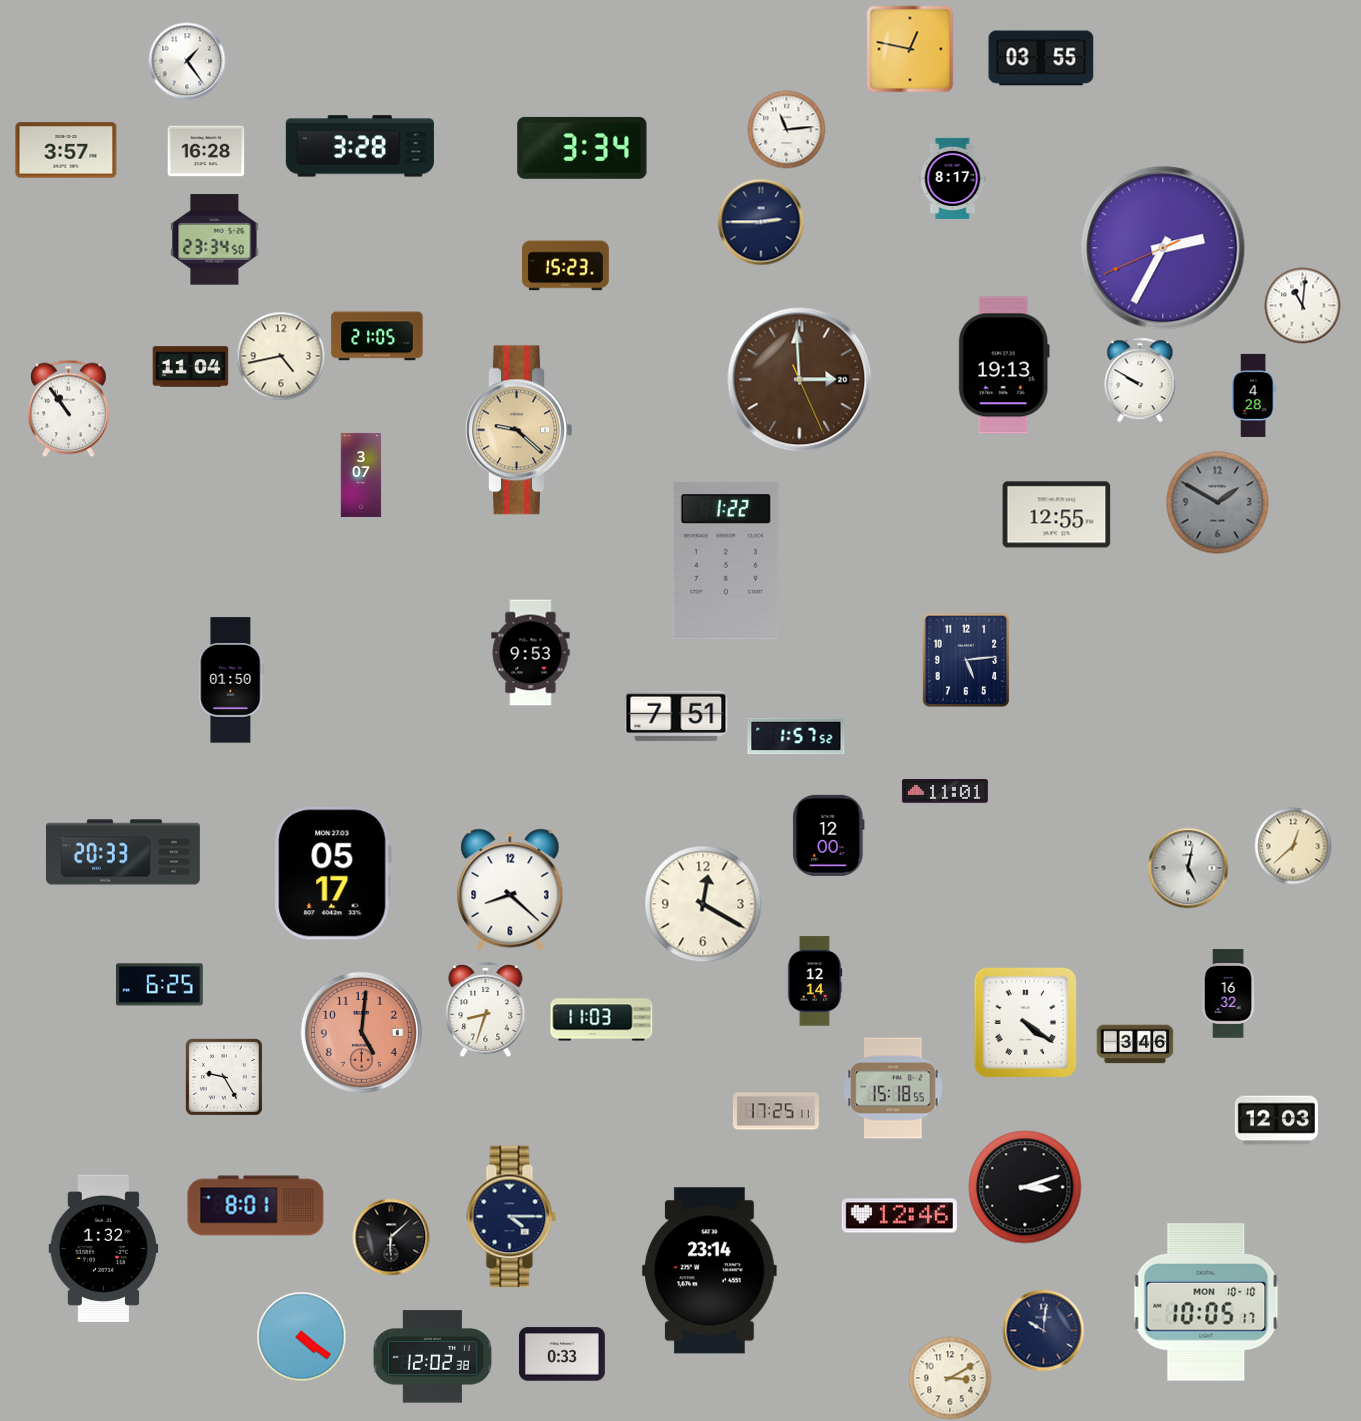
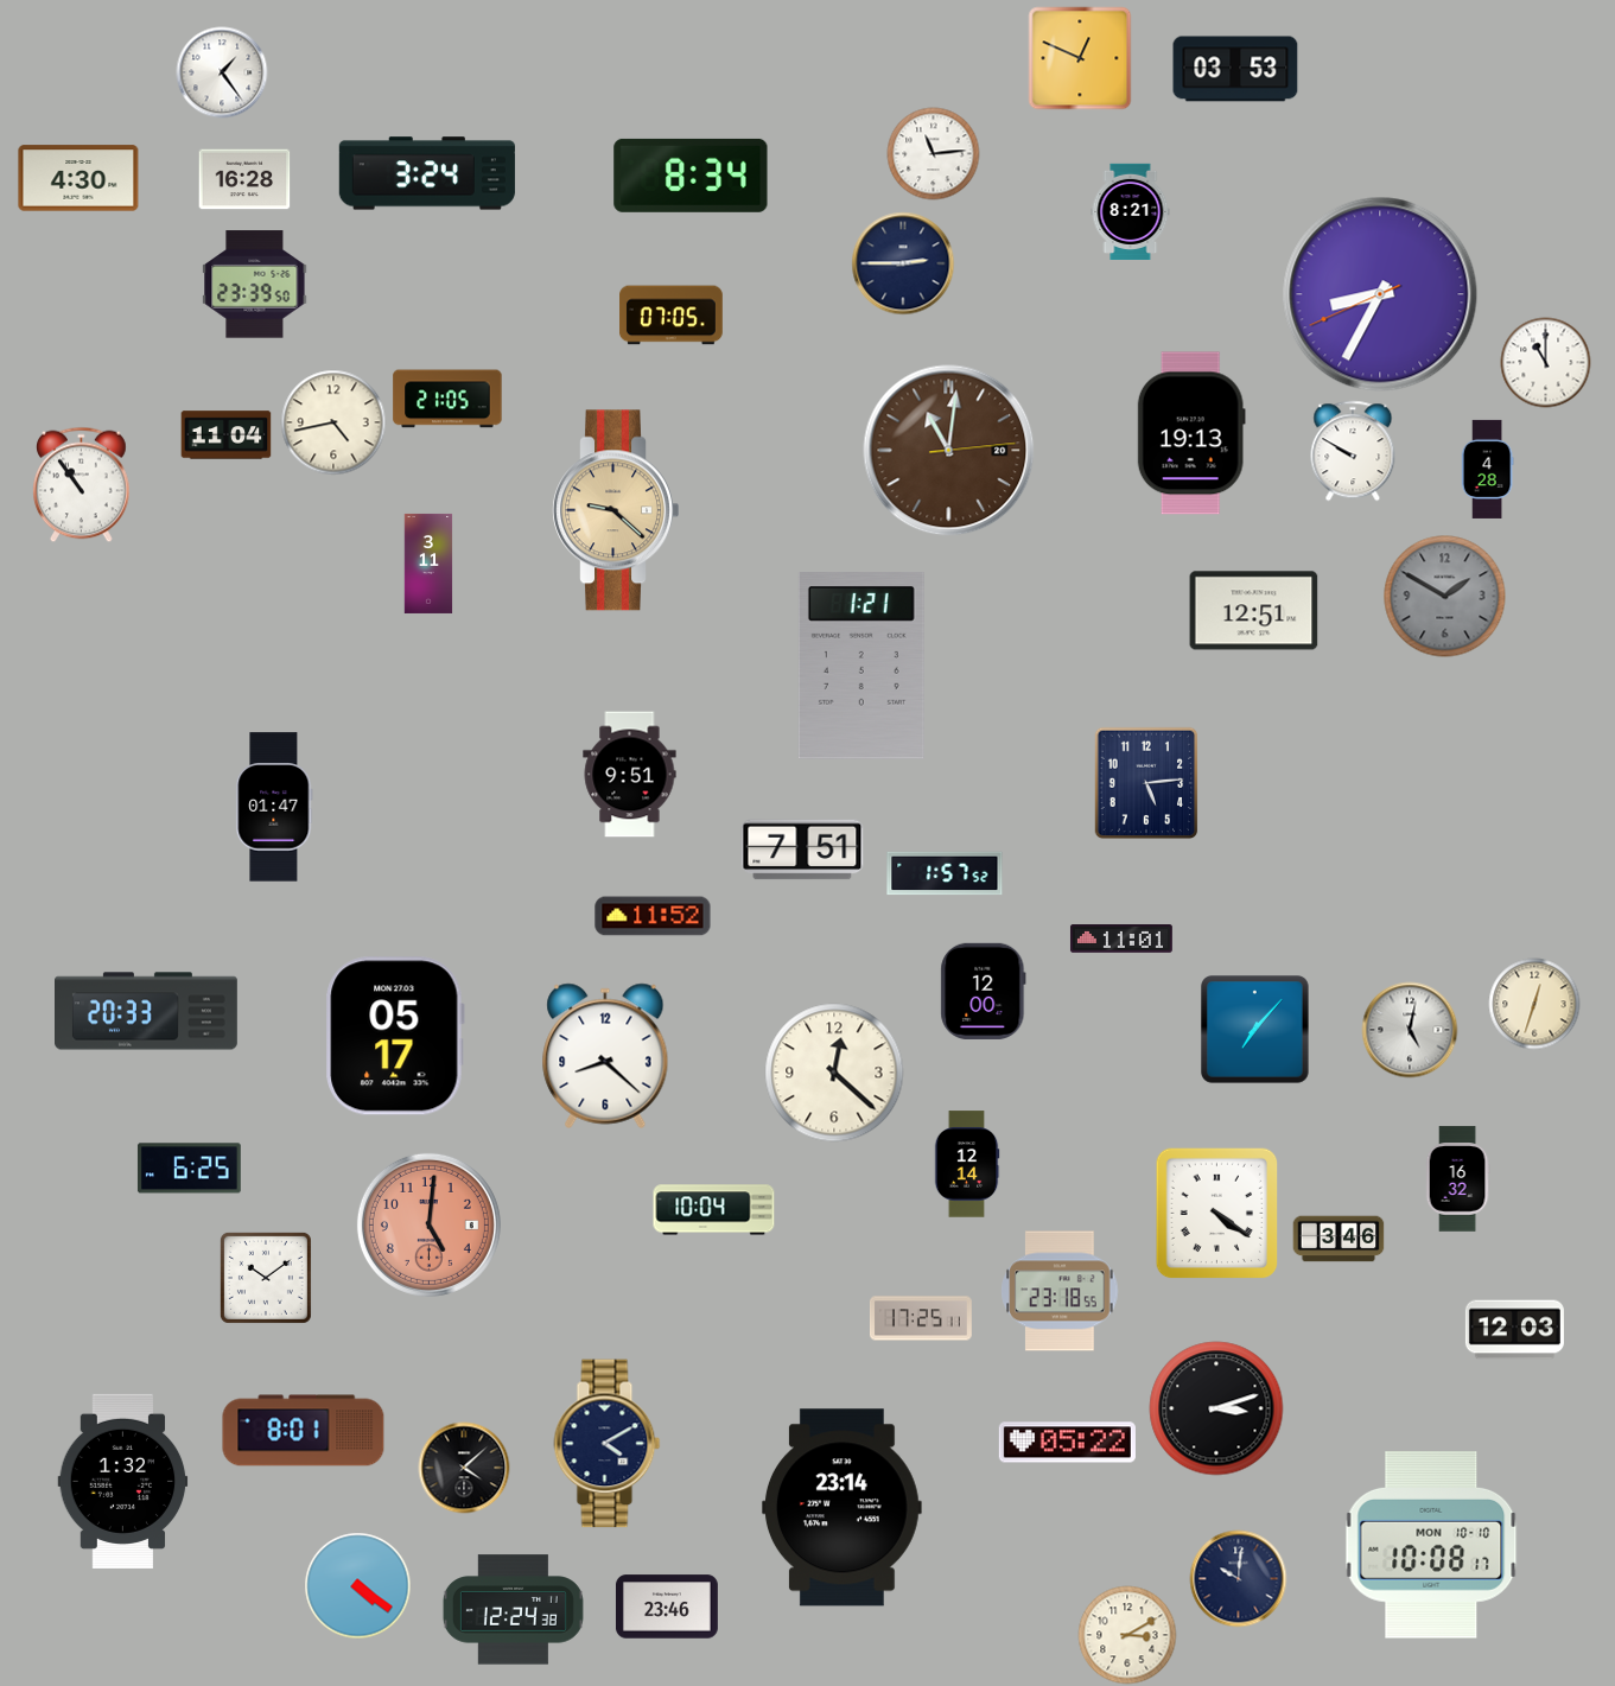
clock at (910, 49): 12:47 -> 12:49
clock at (1041, 58): 03:55 -> 03:53
clock at (360, 146): 3:28 -> 3:24
clock at (582, 148): 3:34 -> 8:34
clock at (66, 150): 3:57 -> 4:30
clock at (953, 178): 8:17 -> 8:21
clock at (215, 240): 23:34 -> 23:39
clock at (1163, 248): 2:34 -> 8:34
clock at (566, 266): 15:23 -> 07:05
clock at (1303, 306): 11:01 -> 11:00
clock at (800, 380): 2:59 -> 11:01
clock at (361, 475): 3:07 -> 3:11
clock at (1057, 515): 12:55 -> 12:51
clock at (726, 561): 1:22 -> 1:21
clock at (531, 653): 9:53 -> 9:51
clock at (231, 680): 01:50 -> 01:47
clock at (653, 916): none -> 11:52
clock at (1293, 846): 12:38 -> 12:33
clock at (1255, 1030): none -> 7:07
clock at (703, 904): 12:20 -> 12:22
clock at (486, 1010): 8:33 -> none
clock at (602, 1020): 11:03 -> 10:04
clock at (1135, 1044) position: (1135, 1044) -> (1339, 1239)
clock at (224, 1077): 9:25 -> 10:09
clock at (893, 1088): 15:18 -> 23:18
clock at (899, 1216): 12:46 -> 05:22
clock at (512, 1217): 4:15 -> 4:10
clock at (391, 1237): 6:08 -> 4:08
clock at (1206, 1302): 10:05 -> 10:08
clock at (562, 1354): 0:33 -> 23:46
clock at (432, 1357): 12:02 -> 12:24
